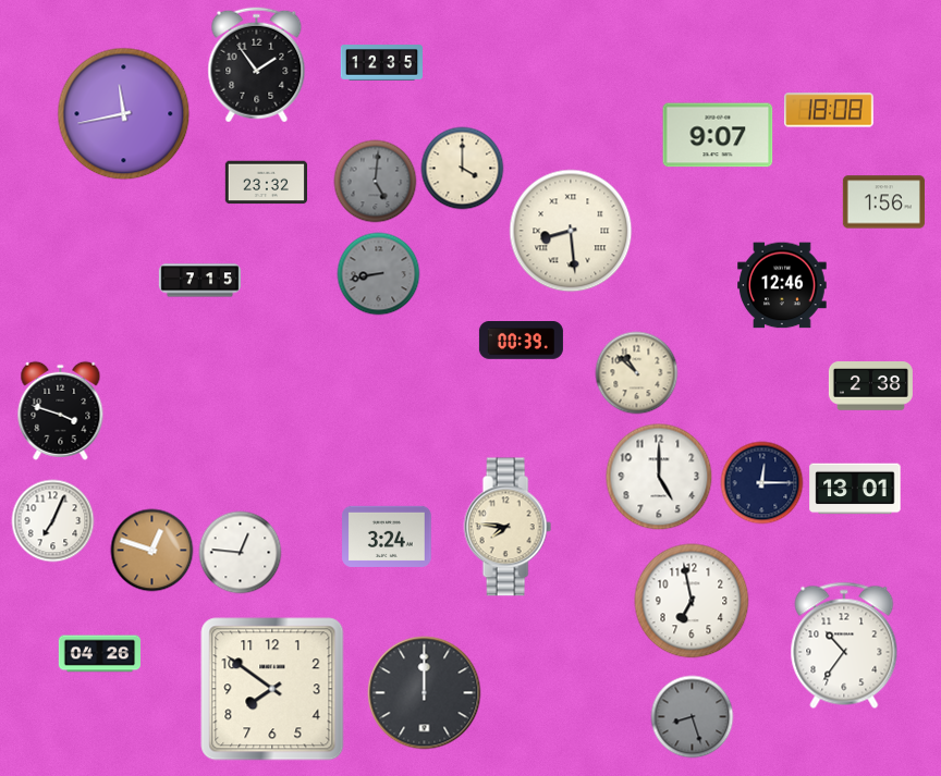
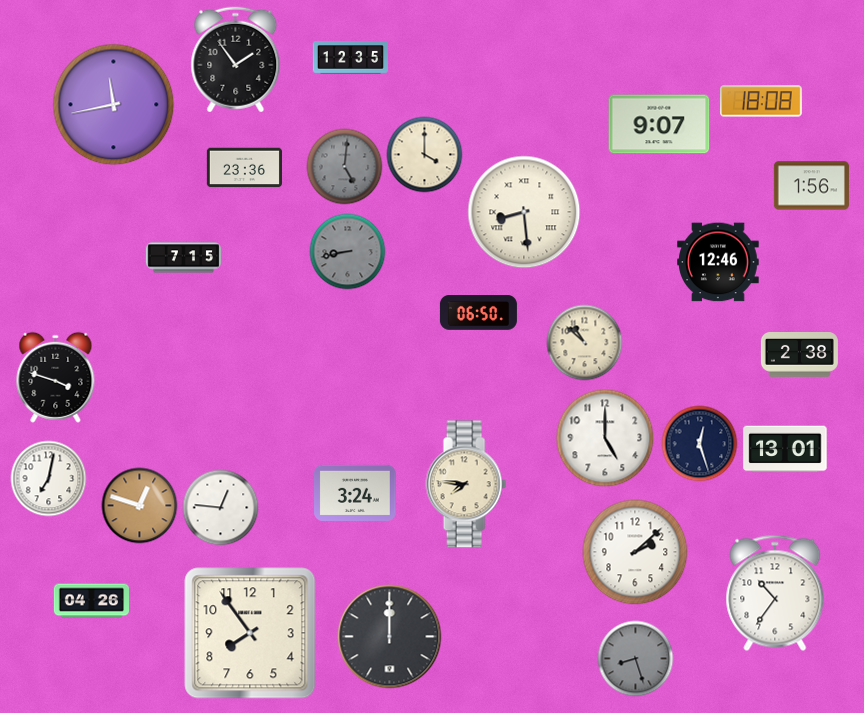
clock at (266, 183): 23:32 -> 23:36
clock at (521, 341): 00:39 -> 06:50
clock at (762, 483): 12:15 -> 12:27
clock at (53, 521): 7:04 -> 7:02
clock at (692, 601): 6:58 -> 2:08
clock at (272, 689): 7:51 -> 7:54
